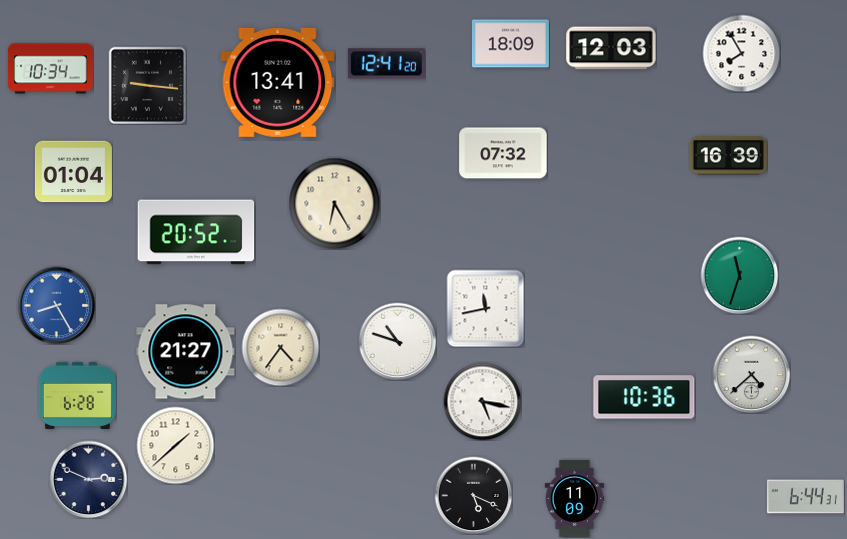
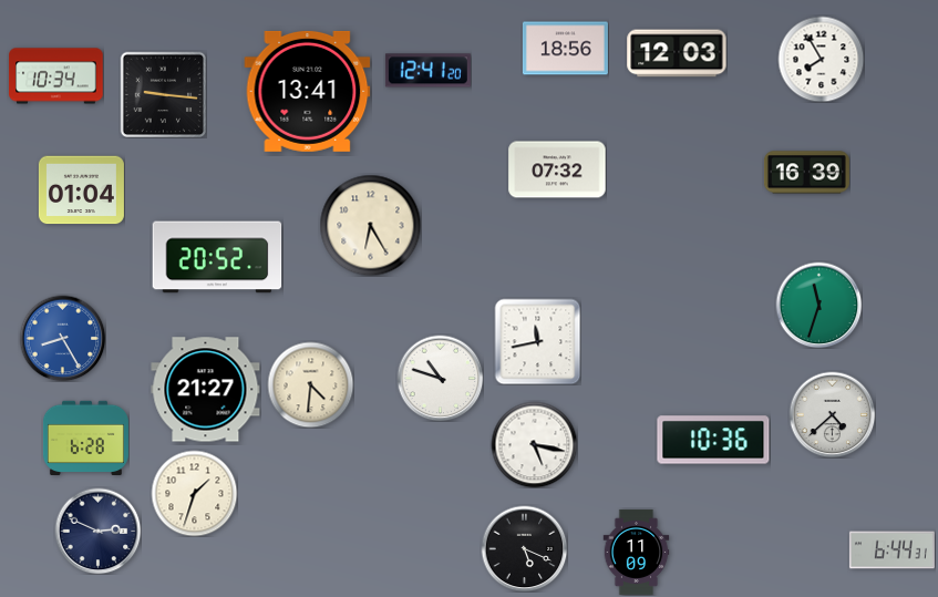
clock at (510, 44): 18:09 -> 18:56
clock at (280, 347): 4:36 -> 4:31
clock at (175, 445): 1:38 -> 1:33
